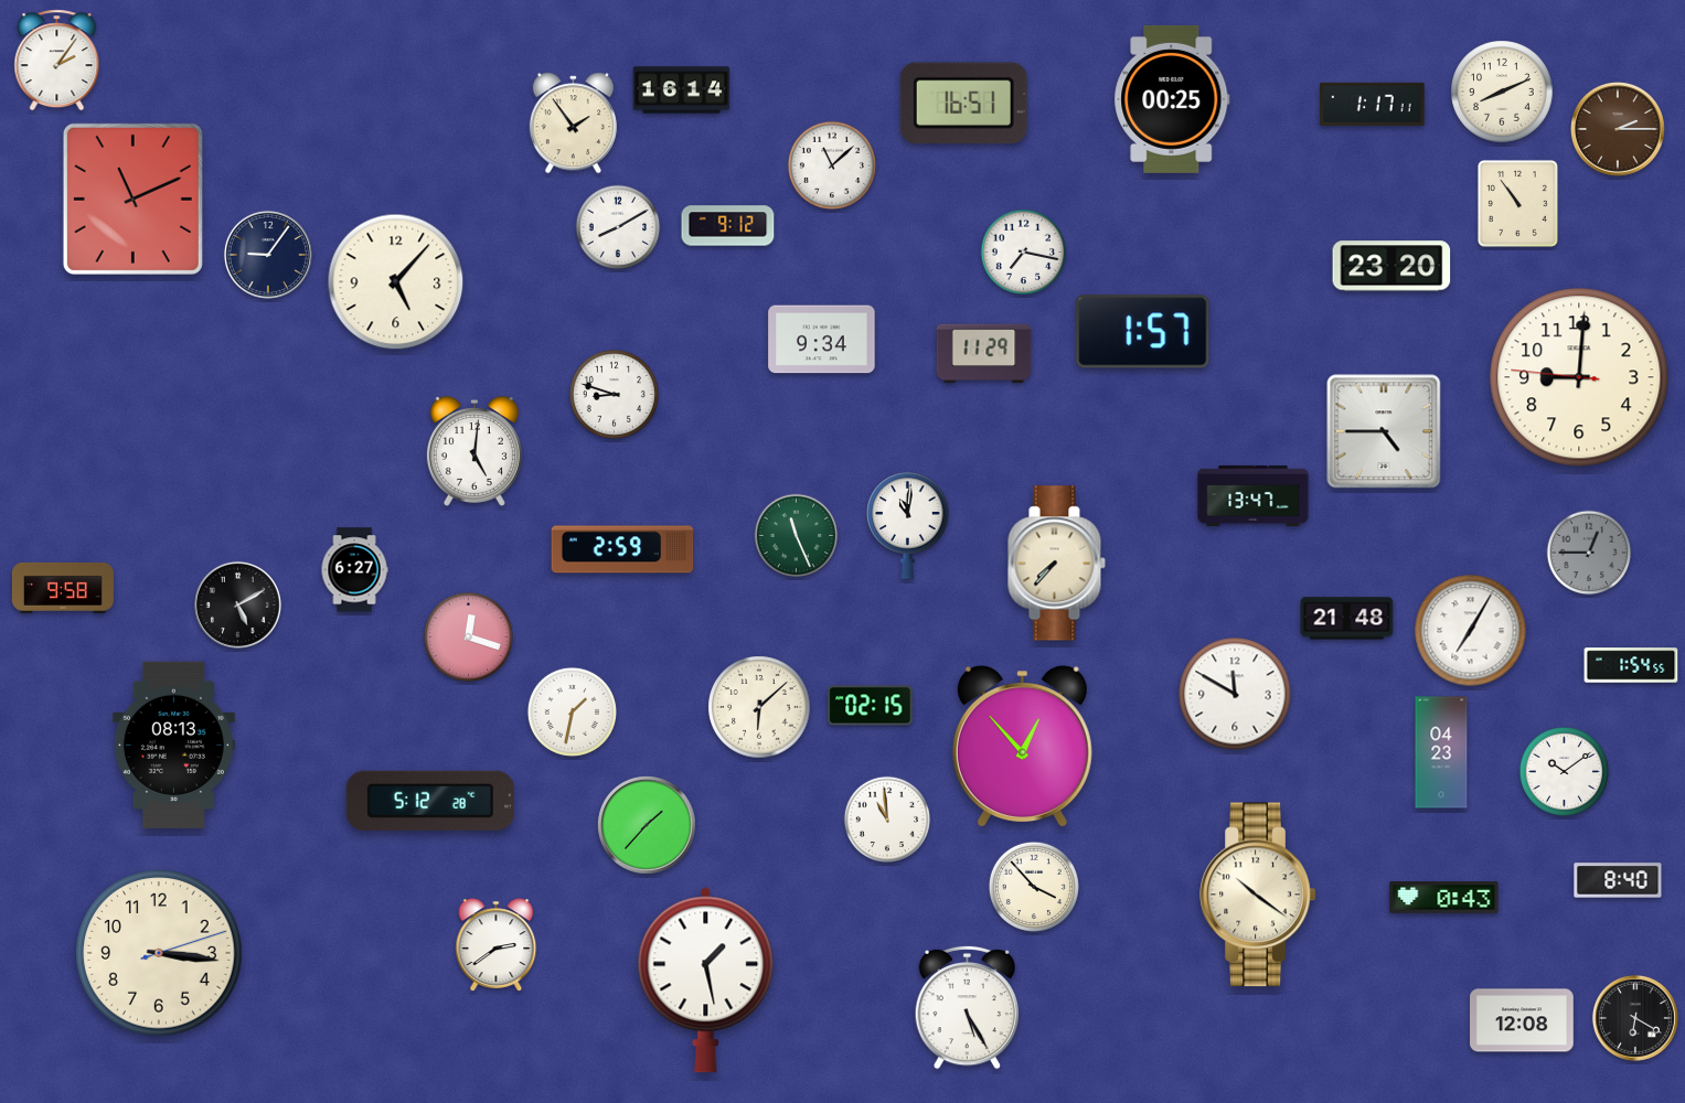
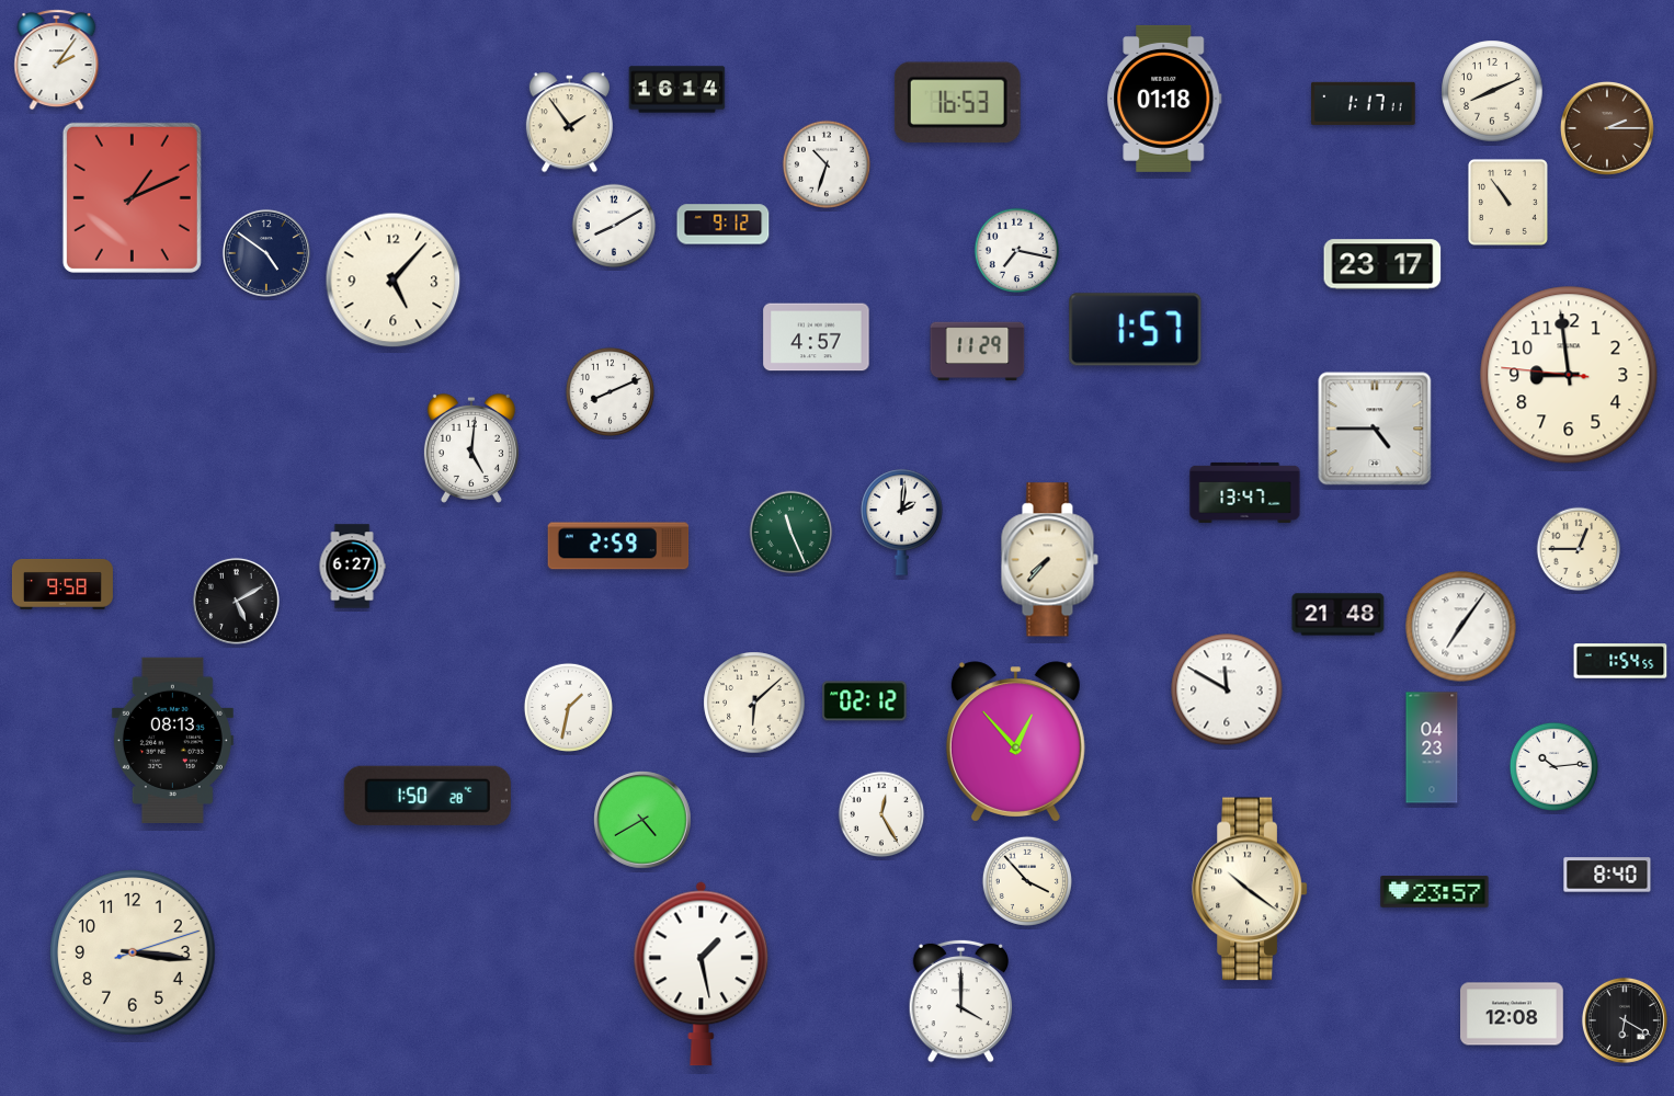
clock at (1172, 99): 00:25 -> 01:18
clock at (963, 104): 16:51 -> 16:53
clock at (831, 164): 11:08 -> 10:33
clock at (132, 199): 11:11 -> 1:11
clock at (268, 255): 9:06 -> 4:51
clock at (1391, 266): 23:20 -> 23:17
clock at (822, 340): 9:34 -> 4:57
clock at (1579, 377): 9:00 -> 8:58
clock at (614, 394): 8:48 -> 8:11
clock at (908, 526): 11:01 -> 2:01
clock at (1589, 553) dial: grey -> cream
clock at (1471, 631): 7:05 -> 7:06
clock at (468, 636): 12:18 -> none
clock at (871, 706): 02:15 -> 02:12
clock at (1564, 771): 10:09 -> 10:14
clock at (430, 801): 5:12 -> 1:50
clock at (887, 820): 10:59 -> 12:25
clock at (648, 826): 1:37 -> 4:40
clock at (1444, 898): 0:43 -> 23:57
clock at (497, 945): 2:39 -> none
clock at (159, 953) position: (159, 953) -> (133, 952)
clock at (968, 1007): 5:25 -> 4:00
clock at (1635, 1018) position: (1635, 1018) -> (1625, 1020)
